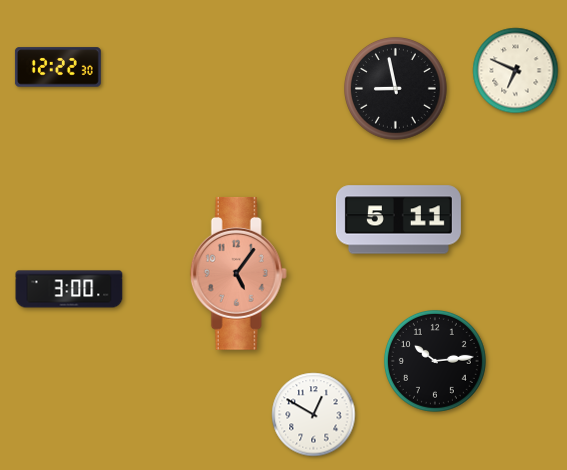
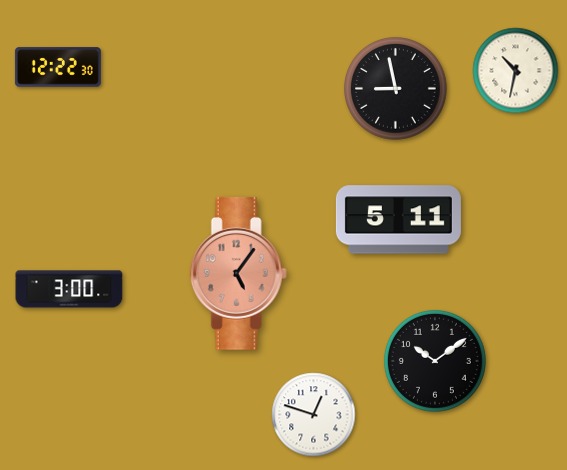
clock at (516, 71): 6:49 -> 10:32
clock at (435, 361): 10:14 -> 10:09
clock at (314, 415): 12:50 -> 12:48
